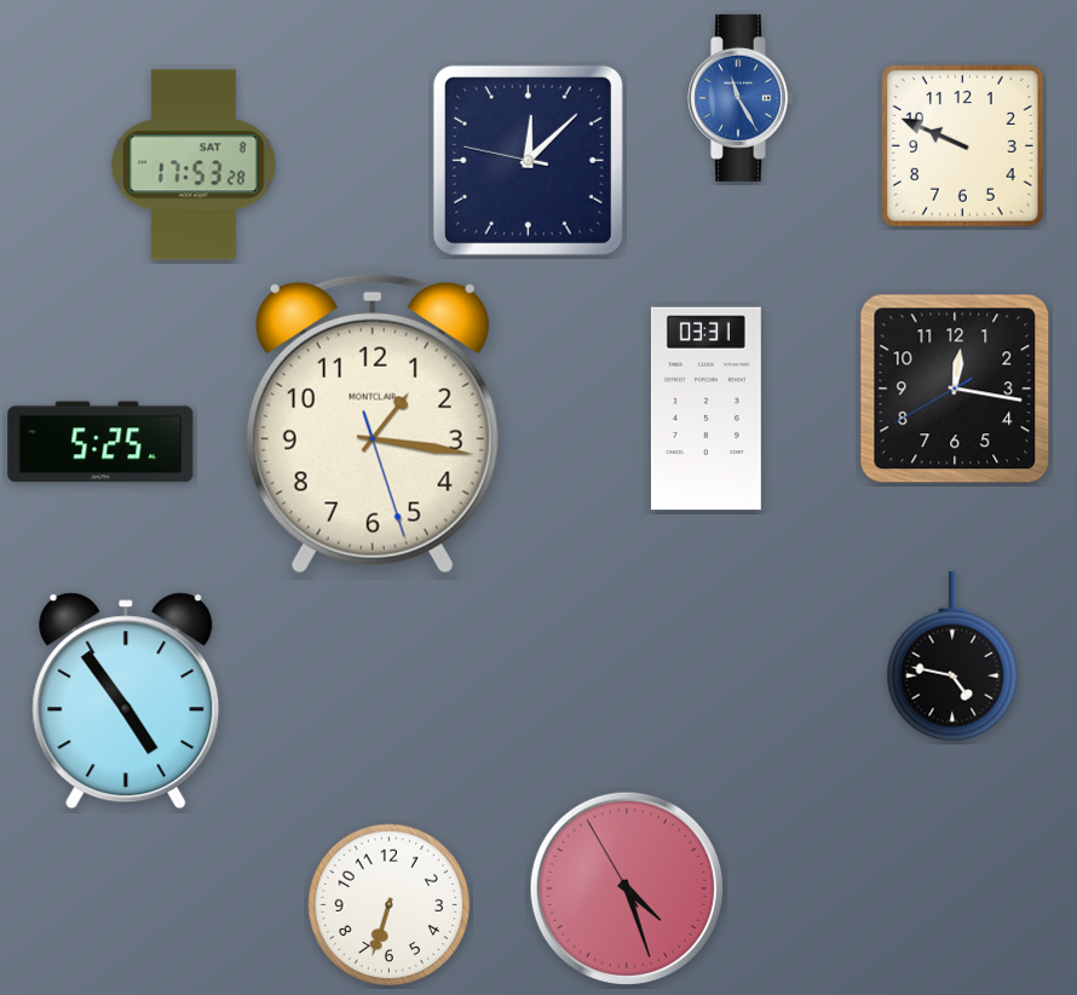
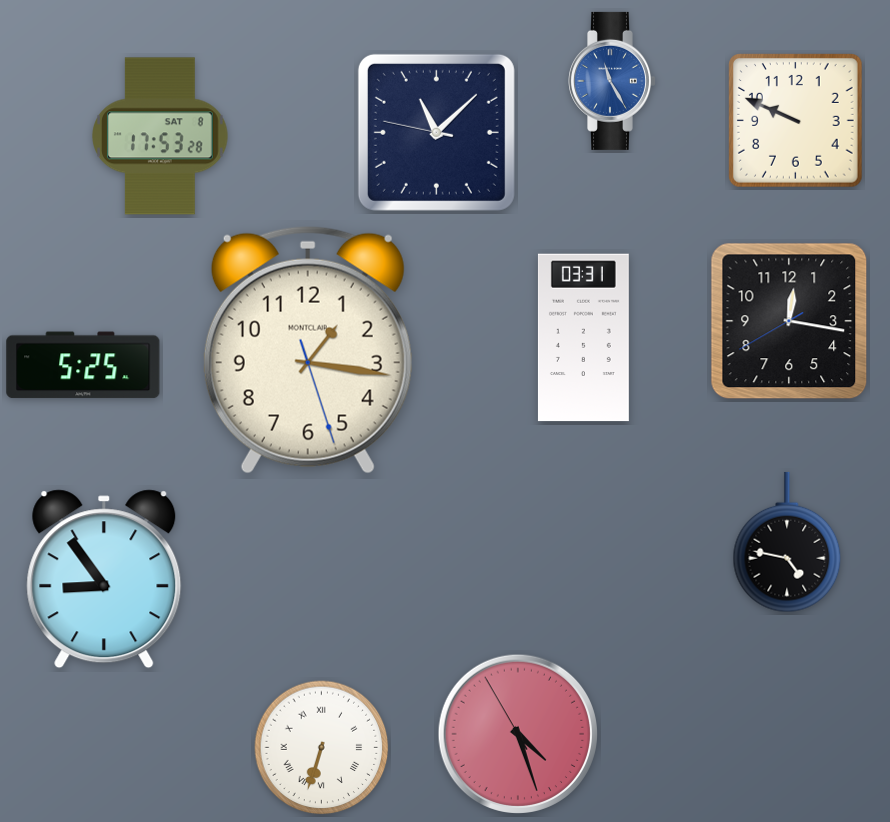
clock at (528, 160): 12:07 -> 11:07
clock at (126, 701): 4:54 -> 8:54
clock at (390, 905) numerals: Arabic -> Roman
